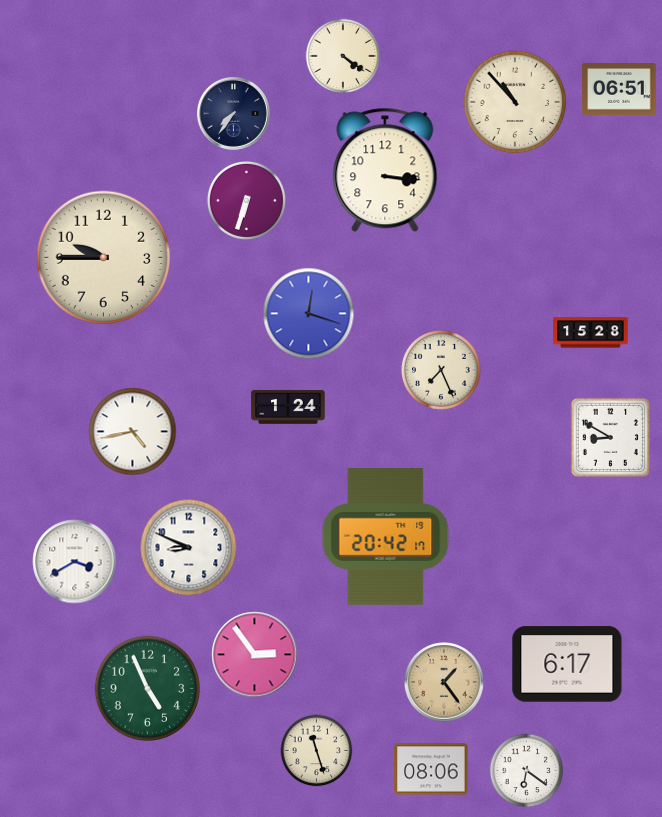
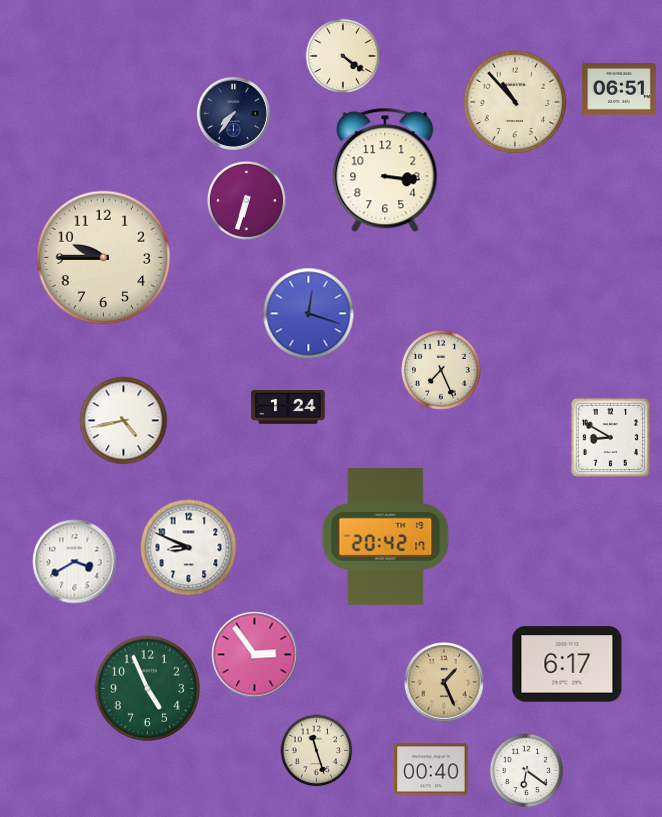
clock at (591, 333): 15:28 -> none
clock at (133, 432) position: (133, 432) -> (124, 421)
clock at (444, 682): 1:24 -> 1:26
clock at (431, 769): 08:06 -> 00:40
